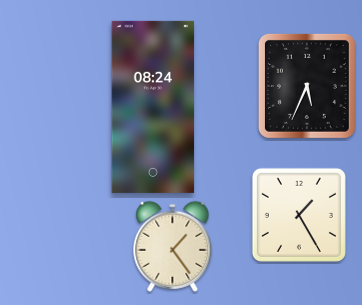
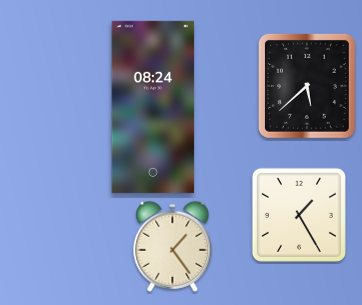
clock at (307, 86): 5:34 -> 5:38
